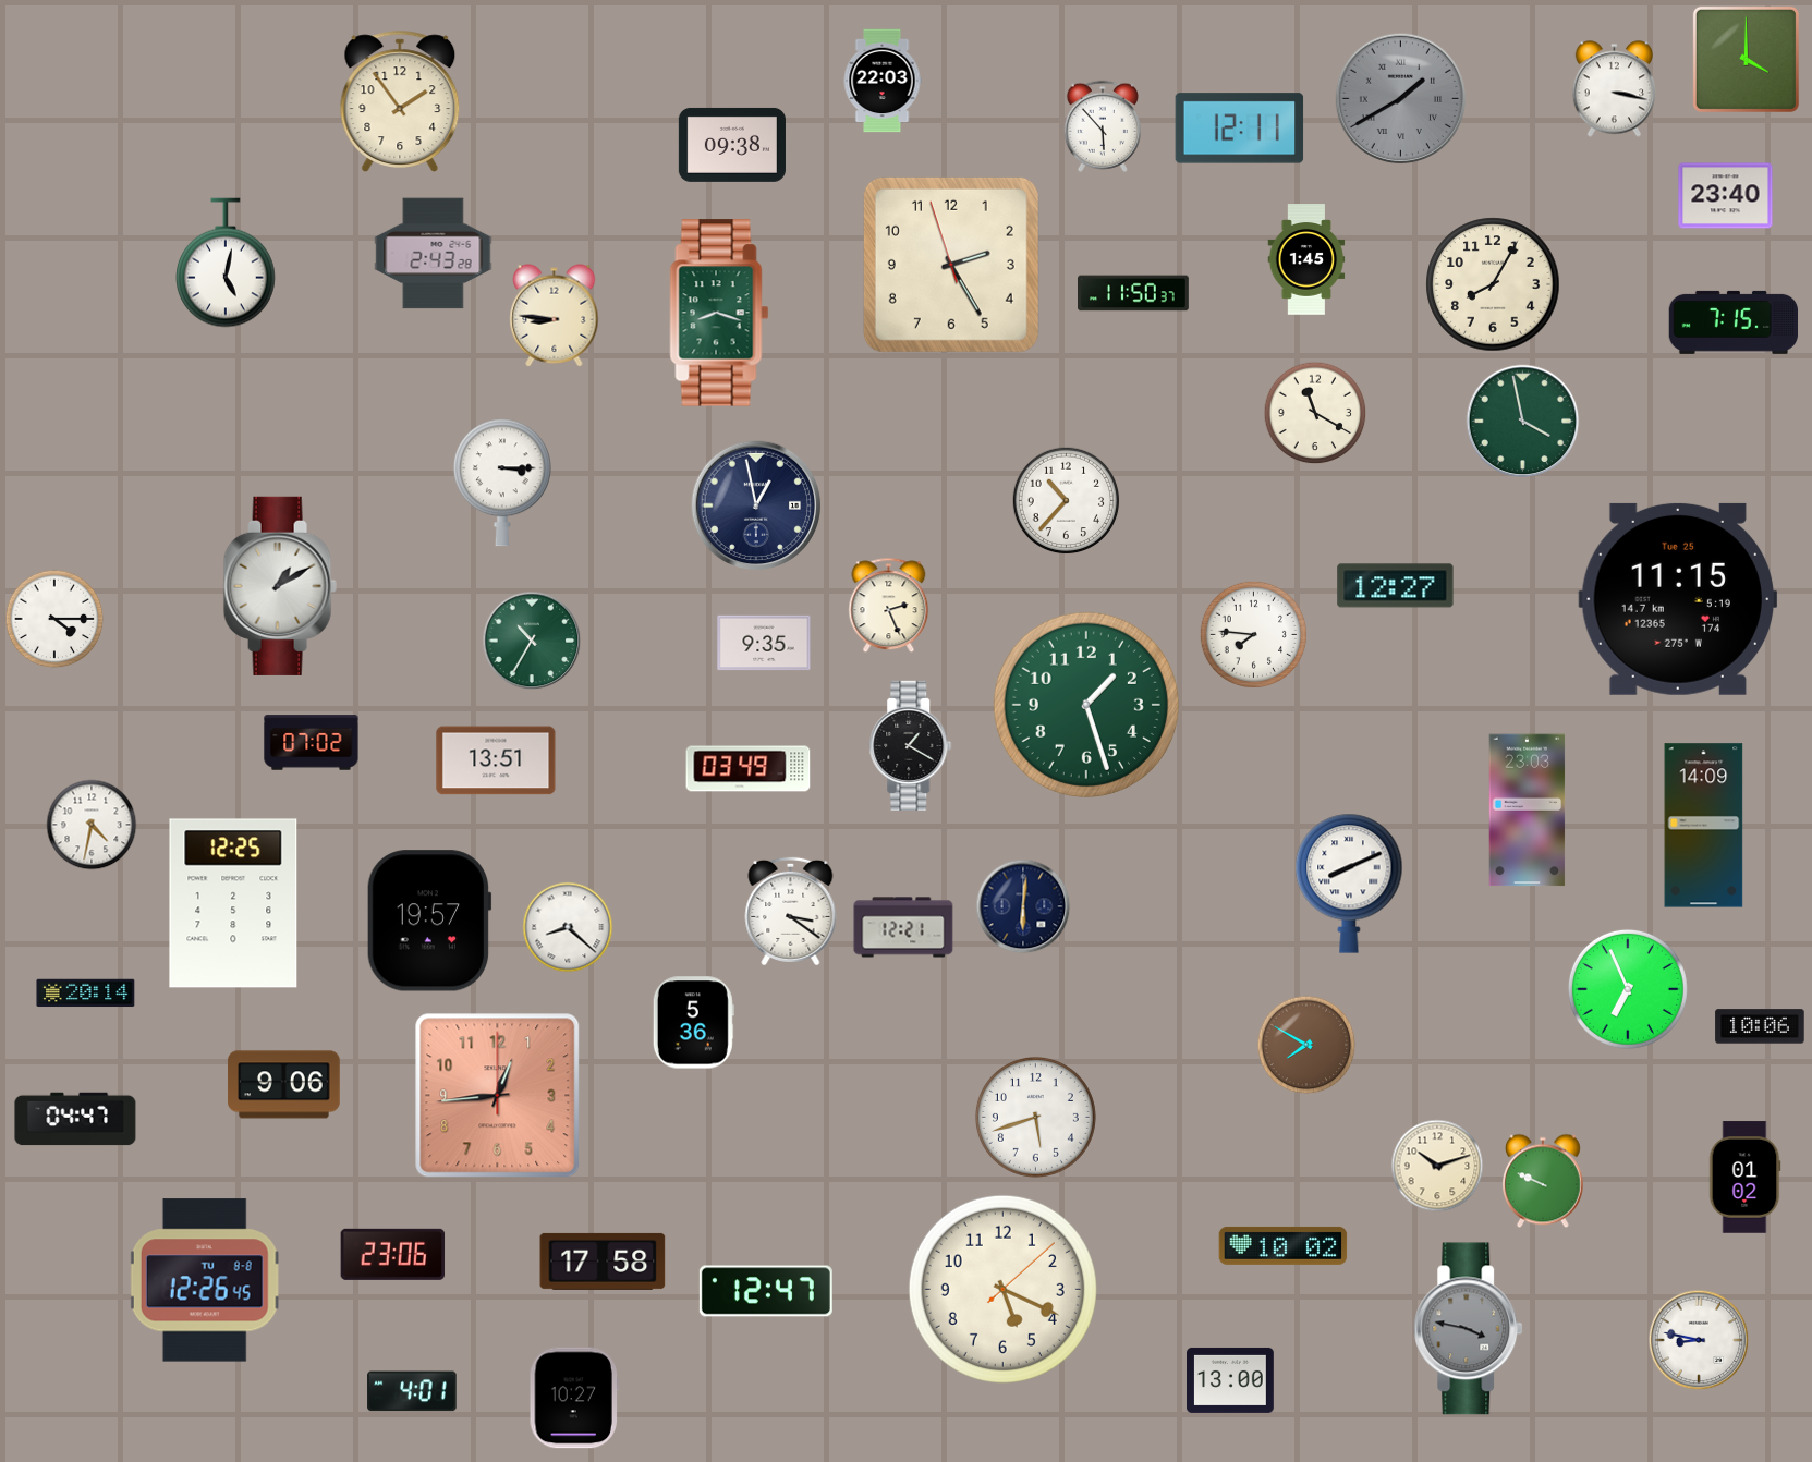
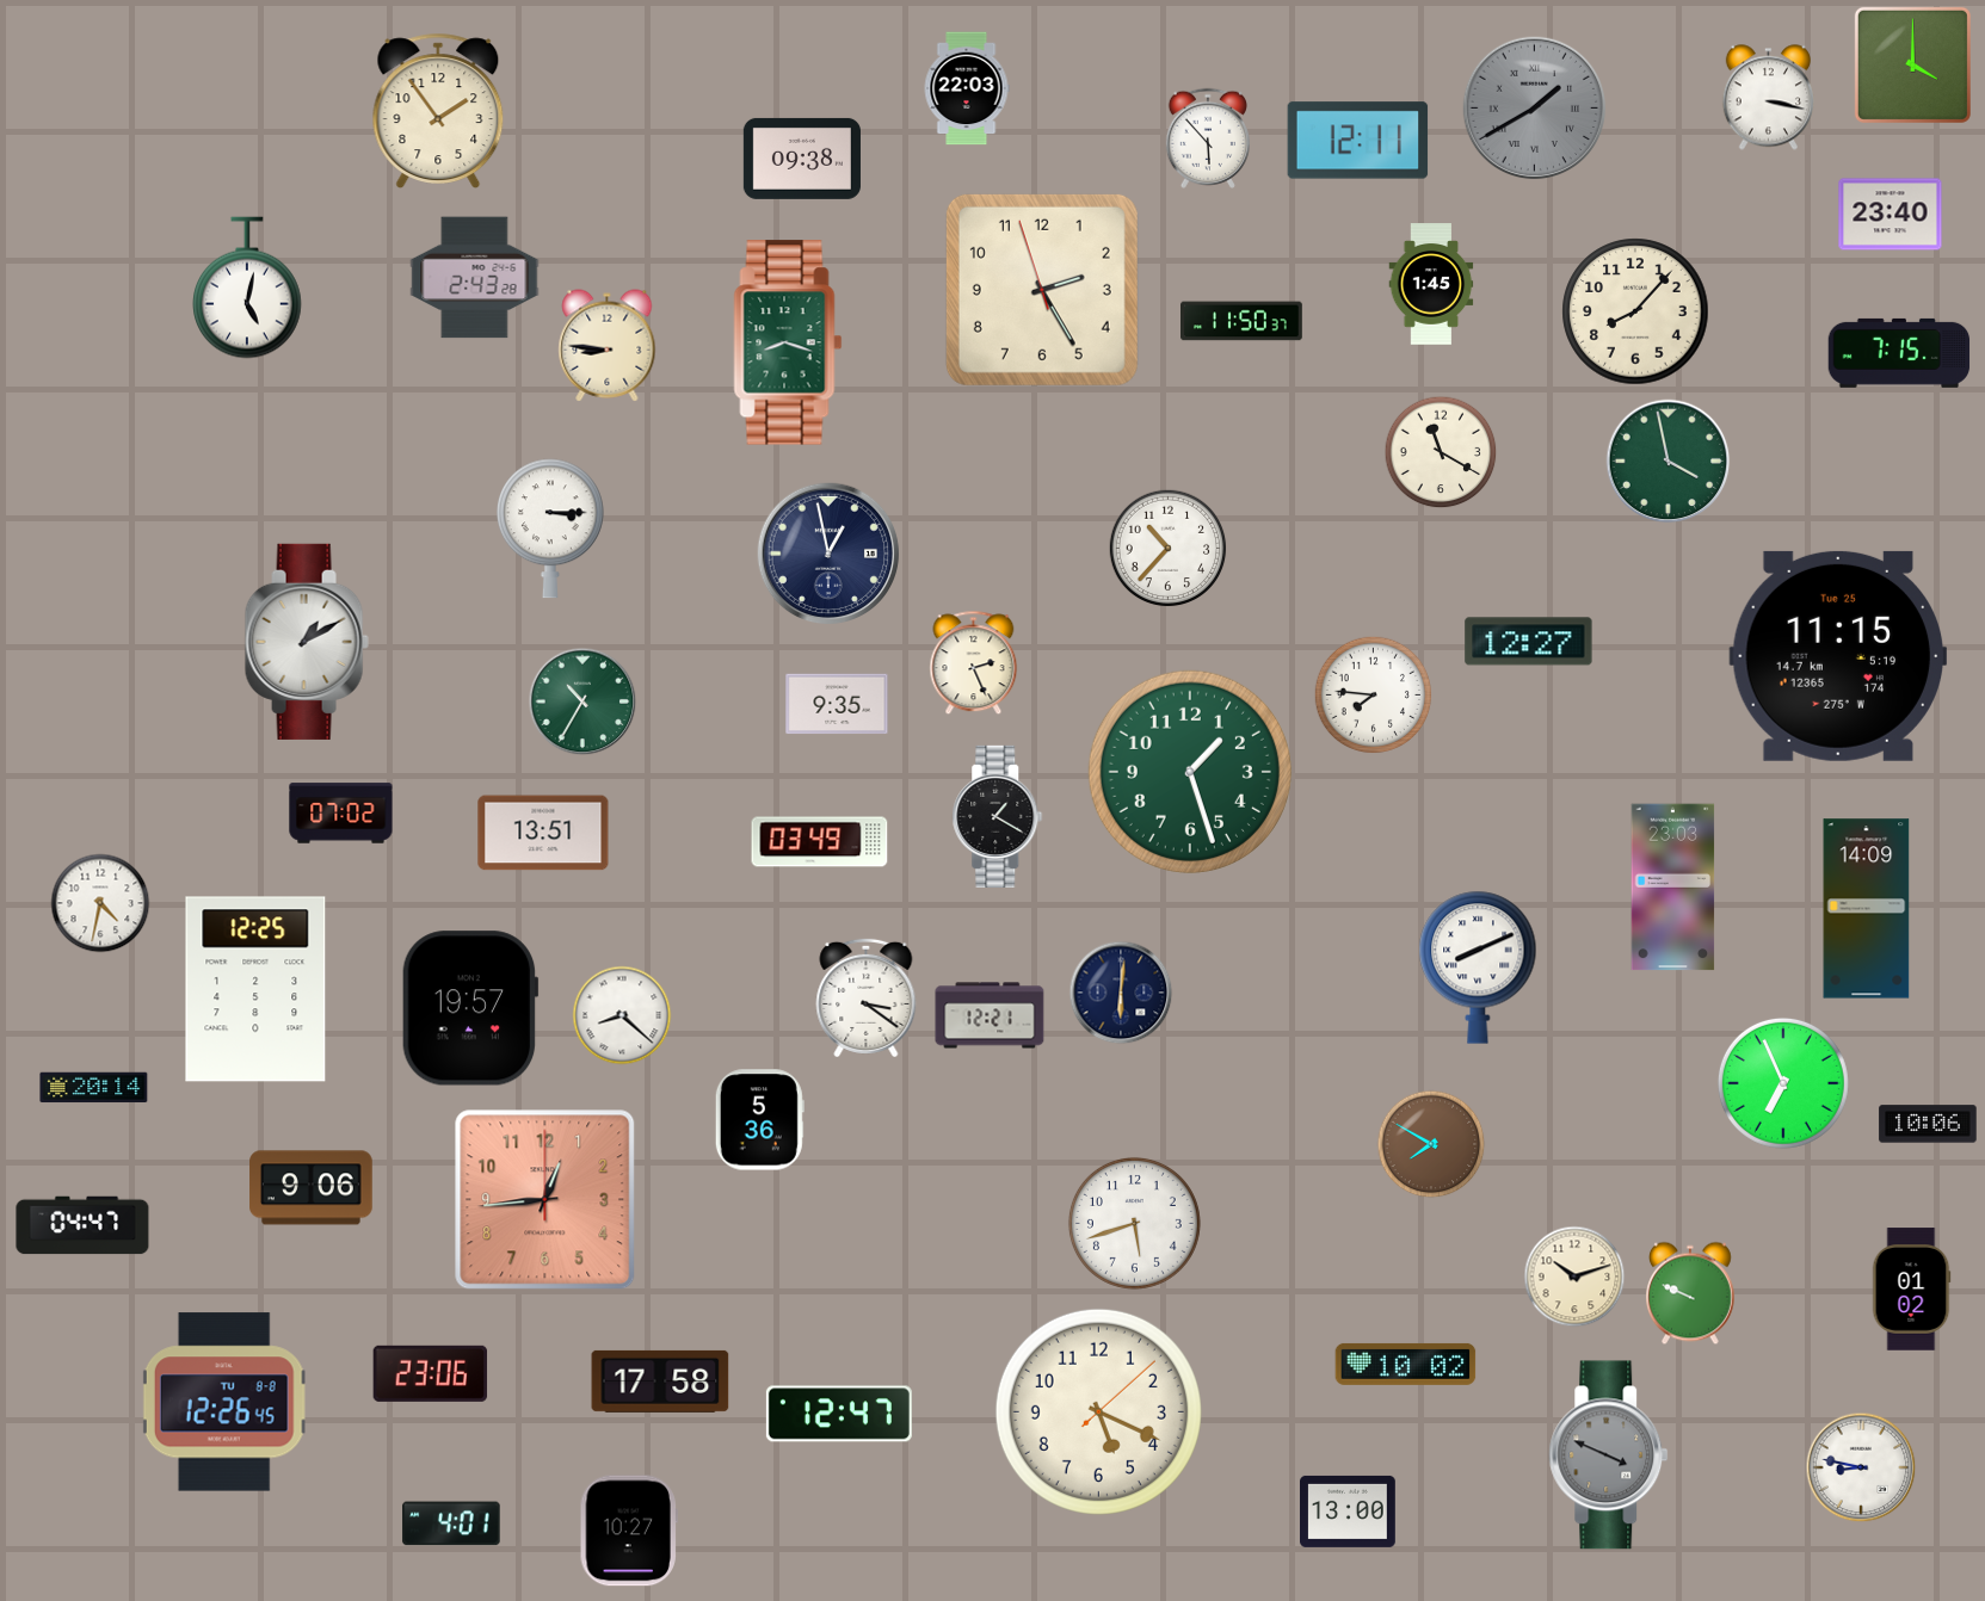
clock at (1493, 284): 8:05 -> 8:07
clock at (54, 619): 4:15 -> none
clock at (1704, 826) position: (1704, 826) -> (1867, 909)
clock at (1469, 1329): 3:47 -> 3:49
